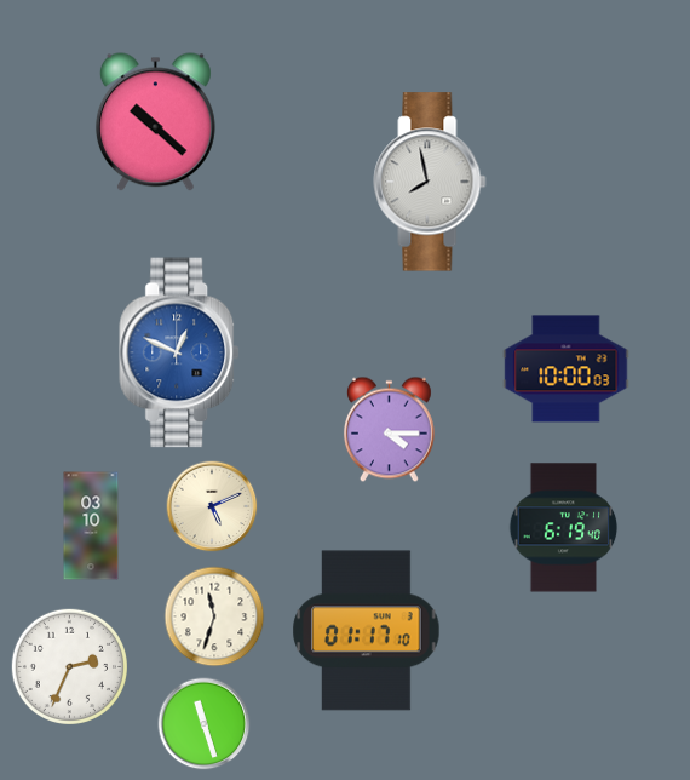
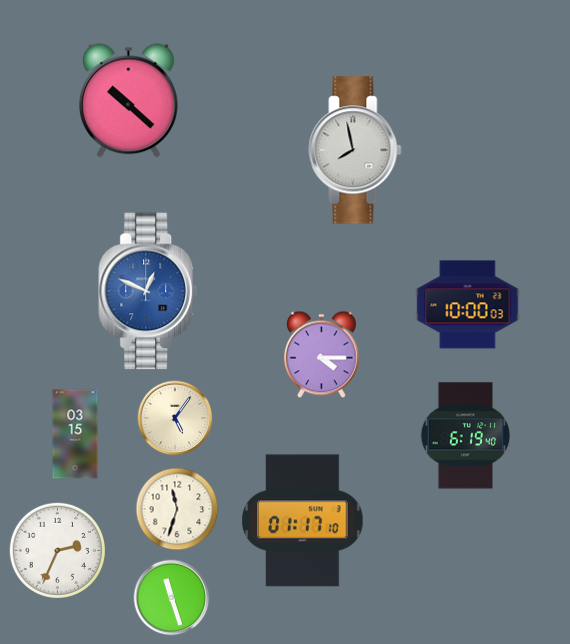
clock at (212, 506): 5:11 -> 5:06
clock at (91, 526): 03:10 -> 03:15
clock at (205, 724) position: (205, 724) -> (172, 598)
